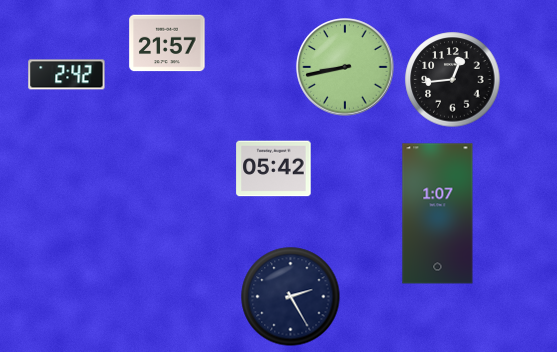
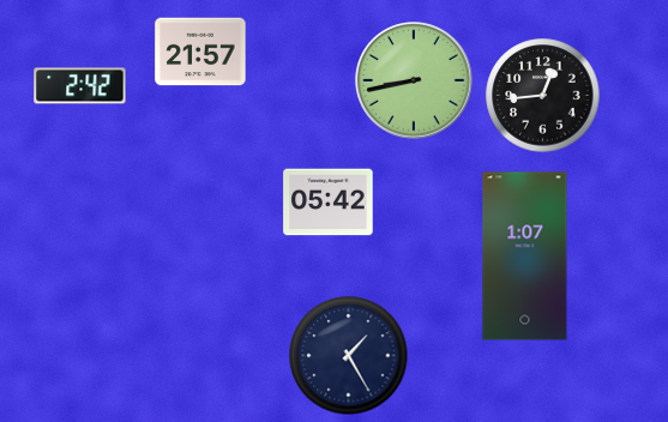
clock at (67, 75) position: (67, 75) -> (80, 86)
clock at (291, 297): 2:25 -> 1:25
